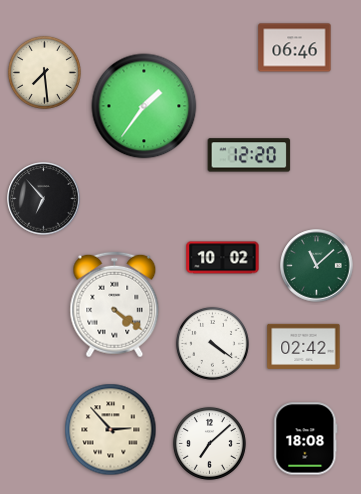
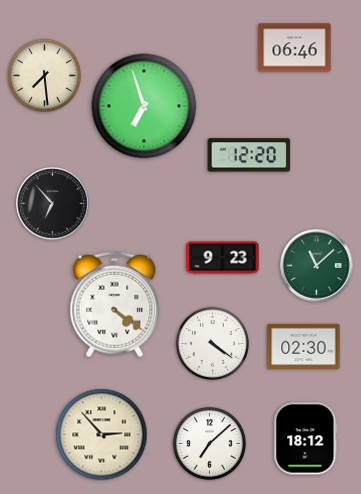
clock at (44, 72) position: (44, 72) -> (44, 75)
clock at (144, 106): 1:36 -> 6:57
clock at (44, 199) position: (44, 199) -> (53, 204)
clock at (223, 258): 10:02 -> 9:23
clock at (304, 346): 02:42 -> 02:30
clock at (111, 430) position: (111, 430) -> (102, 435)
clock at (306, 439): 18:08 -> 18:12
